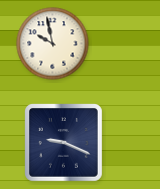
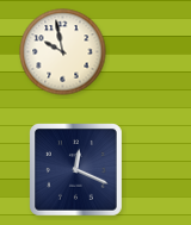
clock at (64, 143): 9:19 -> 12:19
